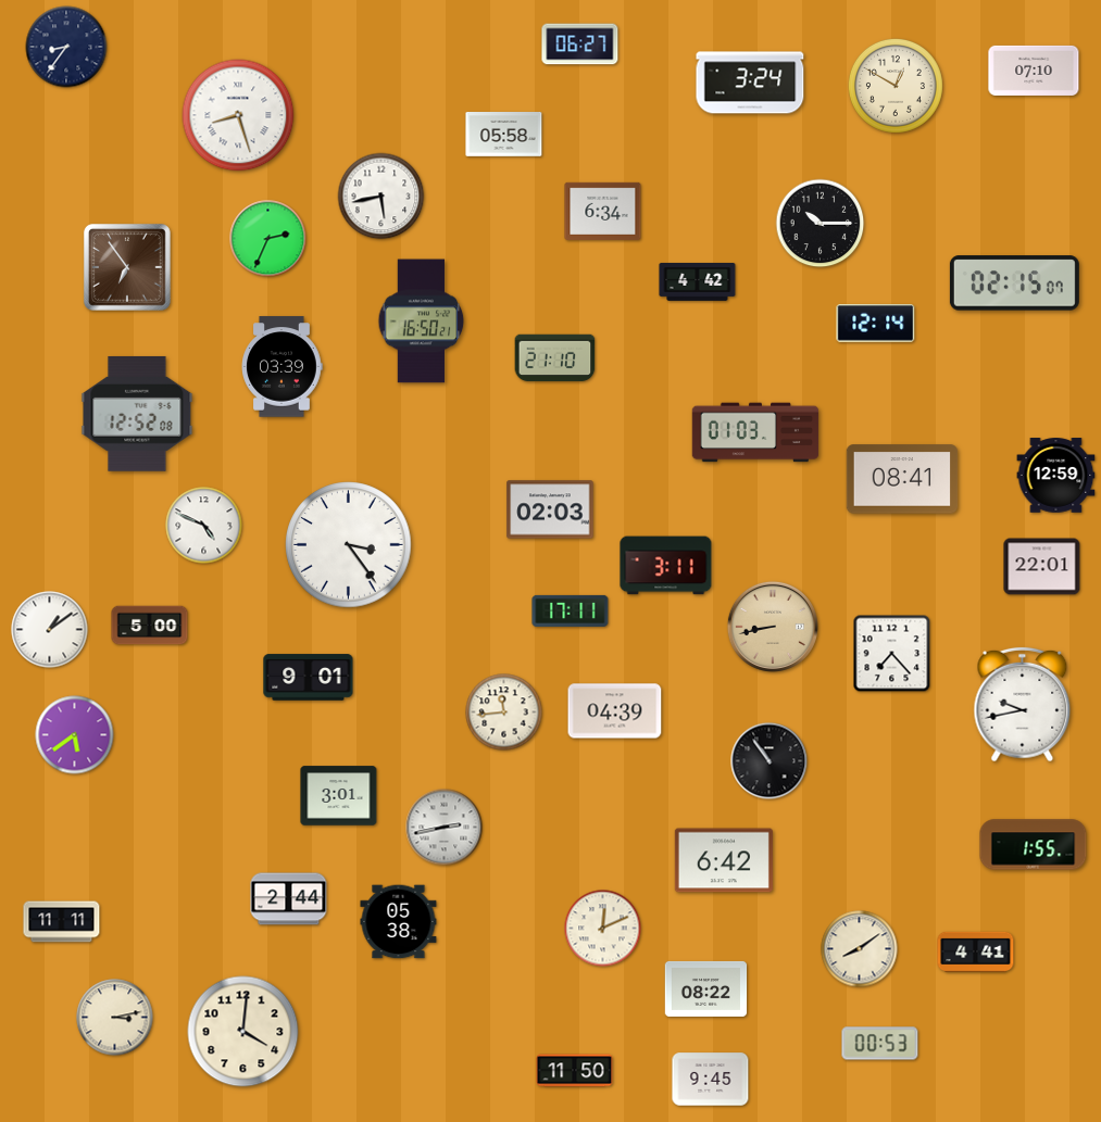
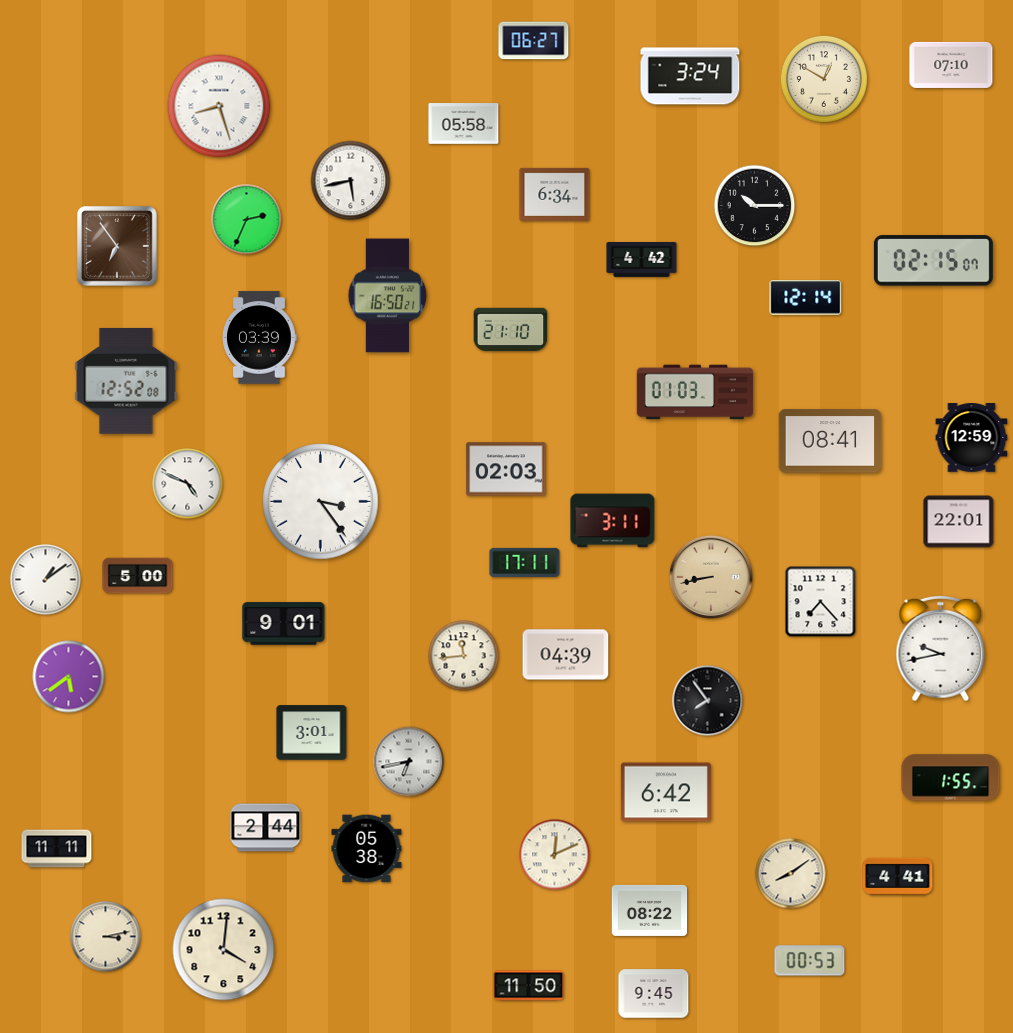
clock at (66, 47): 8:36 -> none
clock at (755, 432) position: (755, 432) -> (695, 392)
clock at (770, 761): 10:54 -> 7:54
clock at (445, 828): 2:43 -> 6:43
